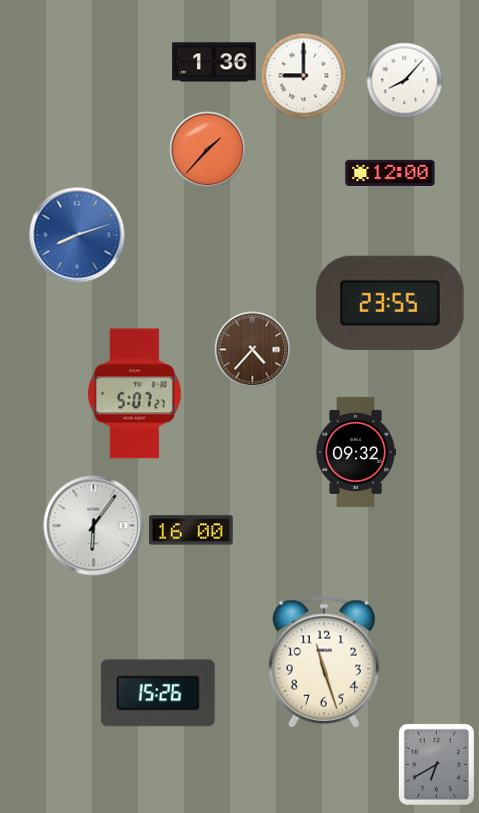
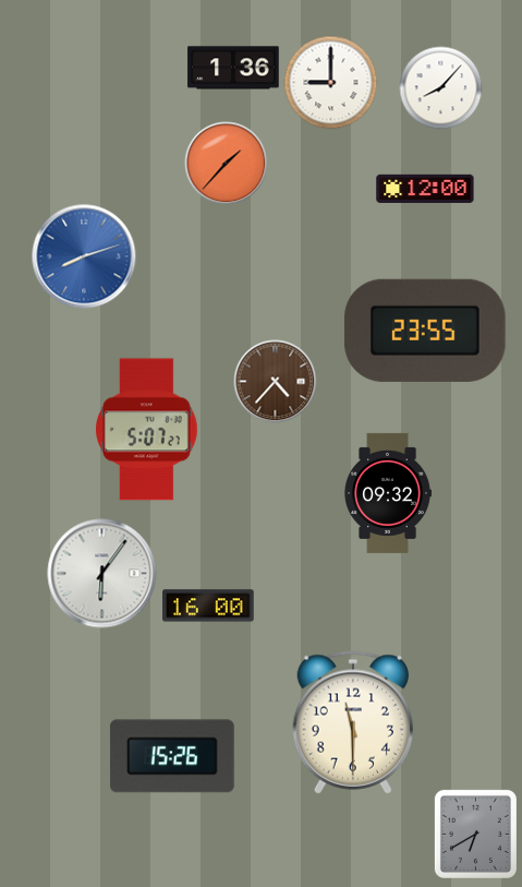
clock at (191, 530) position: (191, 530) -> (208, 606)
clock at (324, 662): 11:27 -> 11:30
